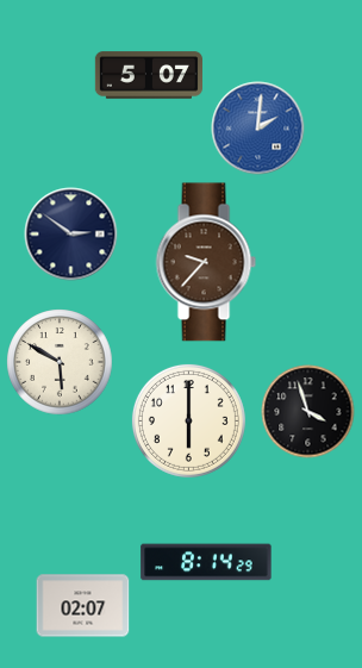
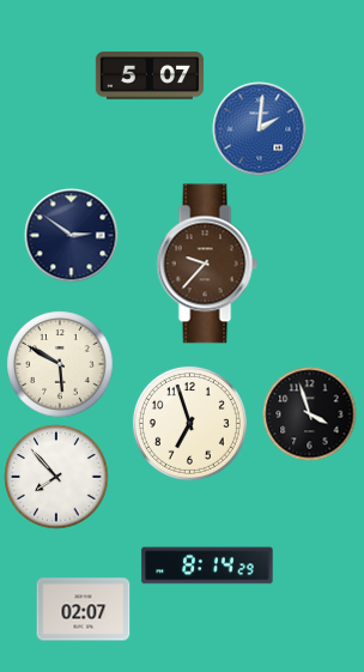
clock at (188, 420): 6:00 -> 6:57
clock at (56, 477): none -> 7:53
